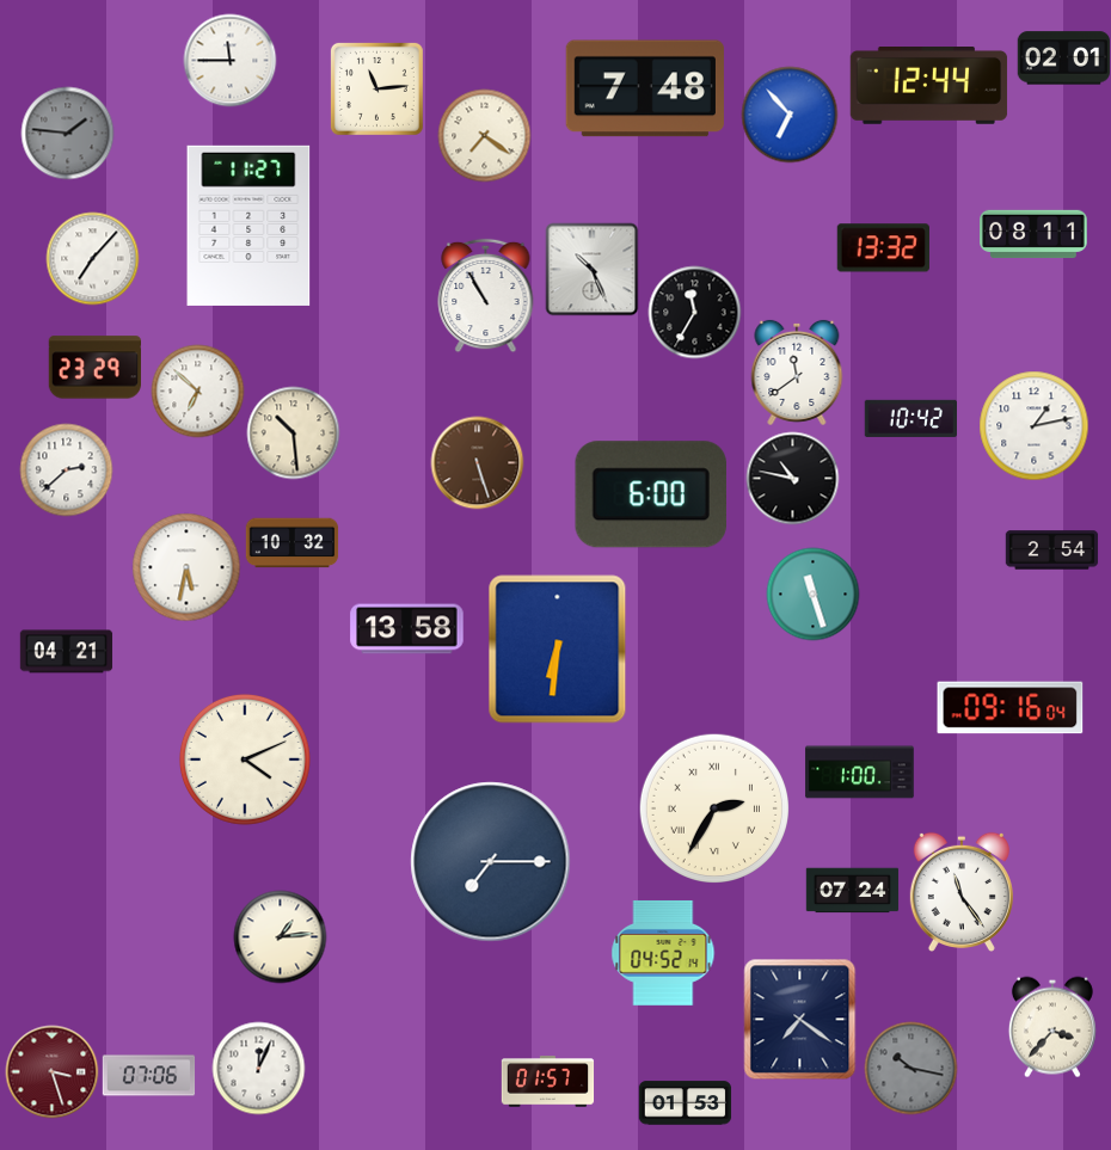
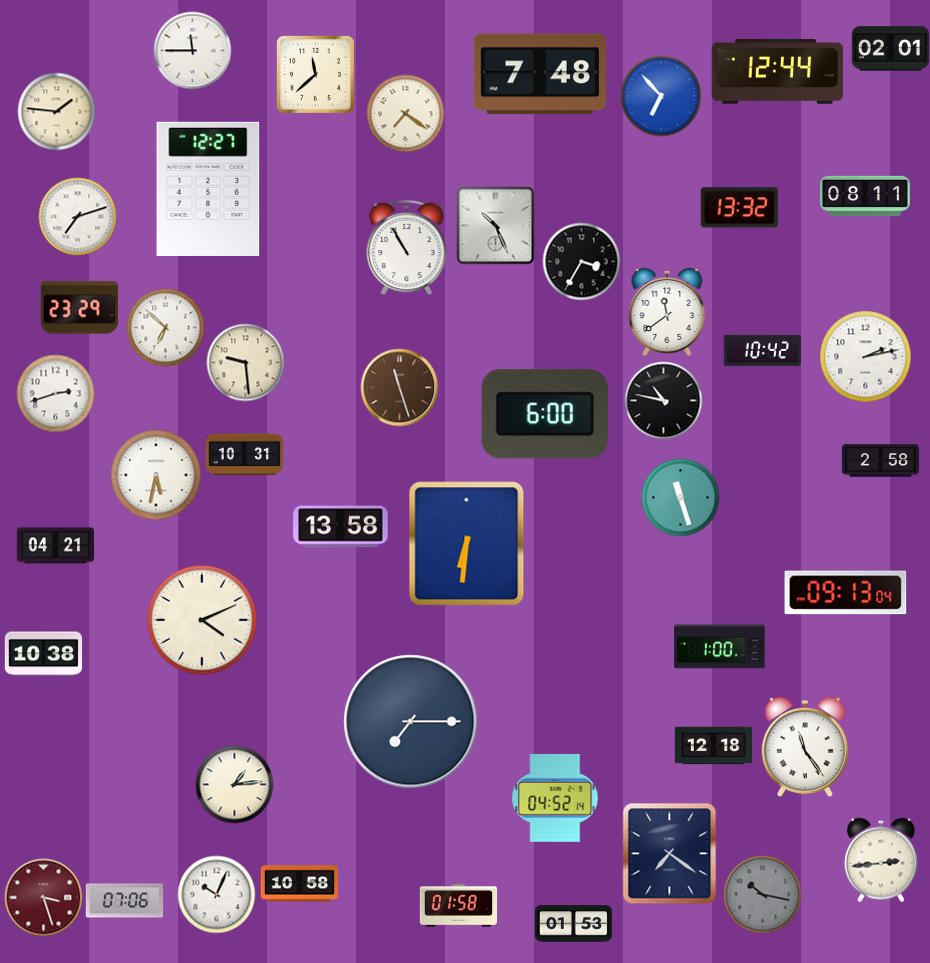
clock at (376, 88): 11:14 -> 11:38
clock at (67, 133) dial: grey -> cream
clock at (248, 226): 11:27 -> 12:27
clock at (92, 258): 7:07 -> 7:12
clock at (694, 312): 11:35 -> 3:35
clock at (1033, 425): 1:13 -> 2:13
clock at (293, 432): 10:29 -> 9:29
clock at (477, 462): 5:27 -> 11:27
clock at (66, 469): 2:38 -> 2:42
clock at (291, 543): 10:32 -> 10:31
clock at (1051, 551): 2:54 -> 2:58
clock at (1011, 708): 09:16 -> 09:13
clock at (245, 760) position: (245, 760) -> (202, 620)
clock at (43, 654): none -> 10:38
clock at (713, 807): 2:35 -> none
clock at (852, 891): 07:24 -> 12:18
clock at (1052, 1027): 3:37 -> 2:44
clock at (299, 884): none -> 10:58
clock at (258, 1068): 12:04 -> 10:04
clock at (547, 1082): 01:57 -> 01:58
